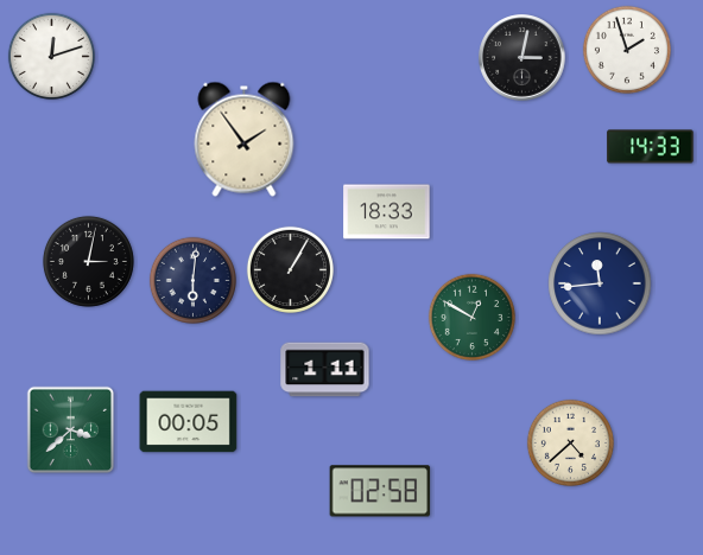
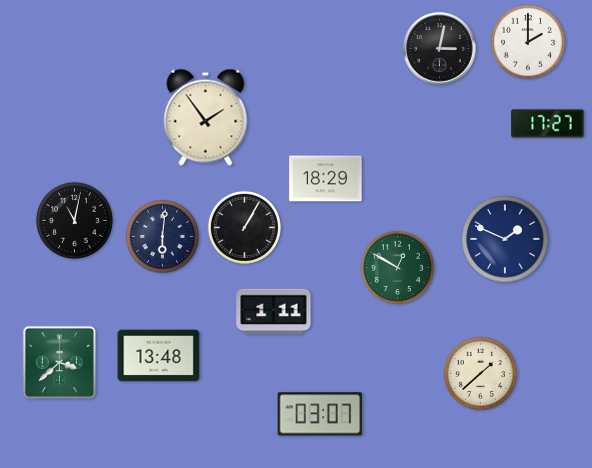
clock at (627, 50): 1:57 -> 2:00
clock at (51, 56): 12:12 -> none
clock at (651, 147): 14:33 -> 17:27
clock at (387, 212): 18:33 -> 18:29
clock at (88, 261): 3:02 -> 11:02
clock at (600, 283): 11:44 -> 1:49
clock at (189, 422): 00:05 -> 13:48
clock at (570, 442): 4:38 -> 1:38
clock at (380, 491): 02:58 -> 03:07
